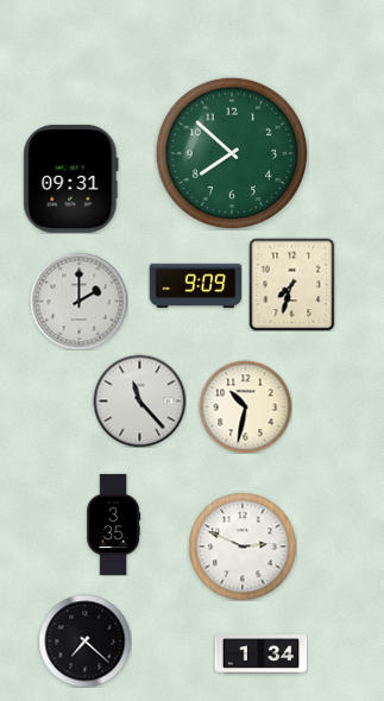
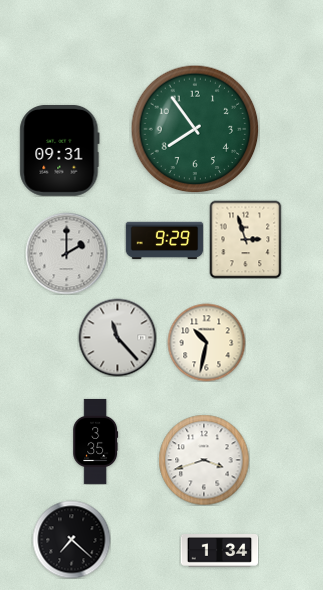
clock at (232, 153): 7:52 -> 7:54
clock at (292, 284): 7:33 -> 2:57
clock at (195, 286): 9:09 -> 9:29
clock at (243, 547): 2:49 -> 3:42
